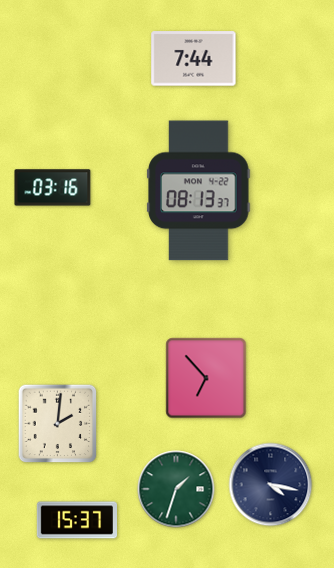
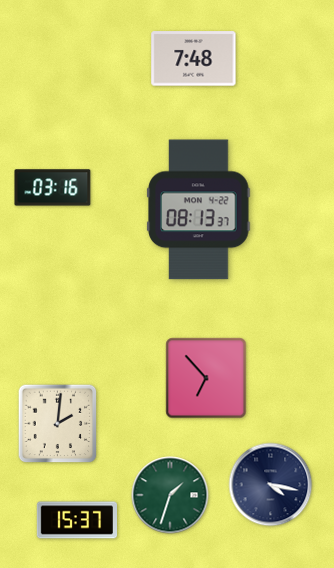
clock at (194, 59): 7:44 -> 7:48
clock at (199, 191) position: (199, 191) -> (199, 210)
clock at (176, 489) position: (176, 489) -> (170, 495)
